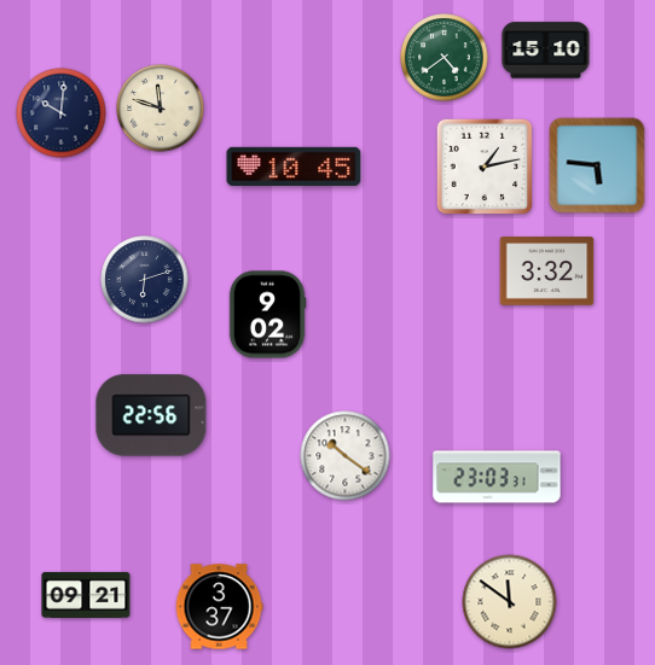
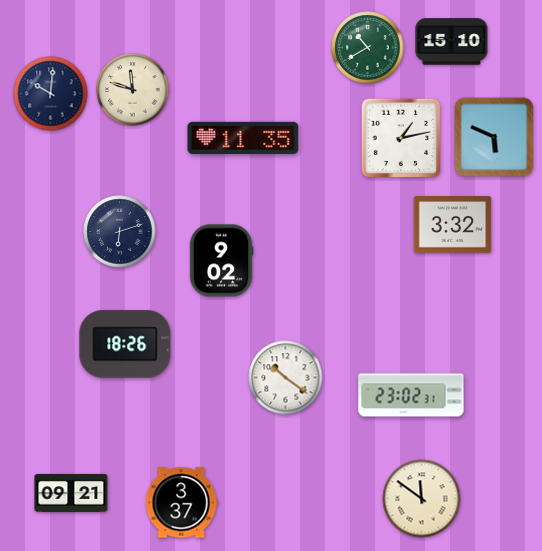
clock at (445, 58): 4:39 -> 10:40
clock at (597, 165): 5:46 -> 5:49
clock at (294, 167): 10:45 -> 11:35
clock at (151, 415): 22:56 -> 18:26
clock at (497, 477): 23:03 -> 23:02
